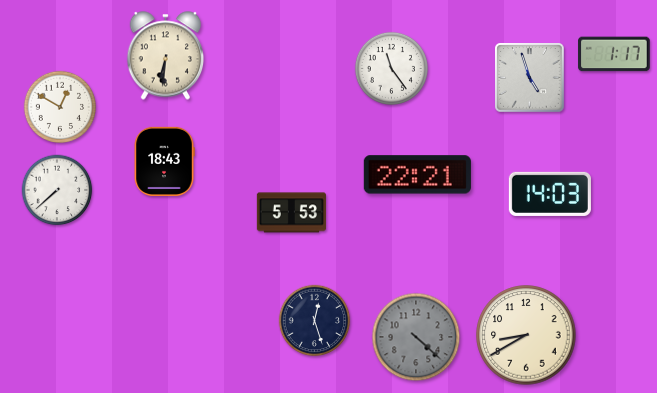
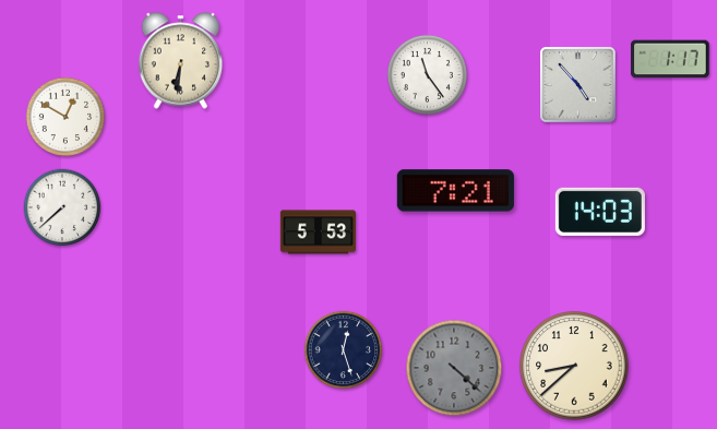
clock at (530, 78): 4:57 -> 4:53
clock at (164, 161): 18:43 -> none
clock at (417, 175): 22:21 -> 7:21
clock at (526, 335): 8:40 -> 8:38
